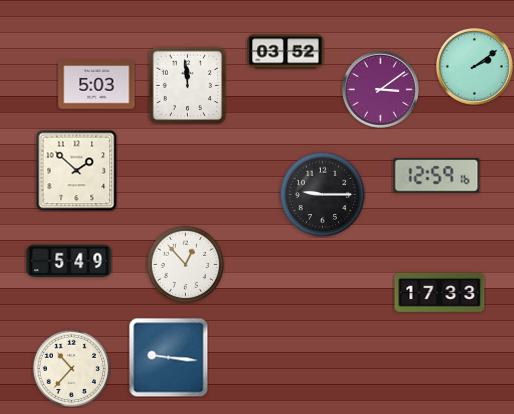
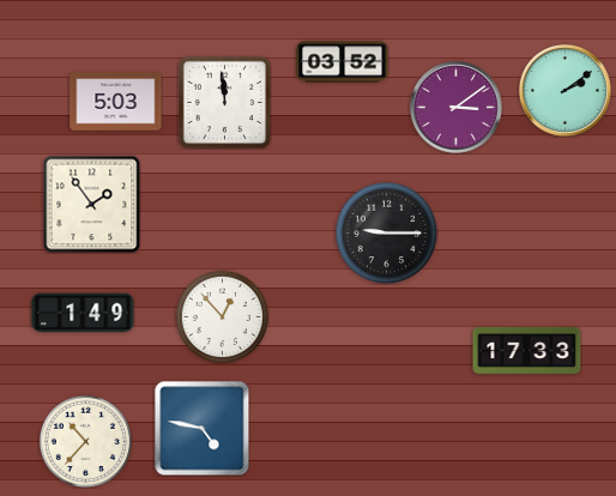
clock at (474, 66) position: (474, 66) -> (564, 90)
clock at (76, 170): 1:52 -> 1:54
clock at (437, 176): 12:59 -> none
clock at (69, 261): 5:49 -> 1:49
clock at (168, 357): 9:16 -> 4:47
